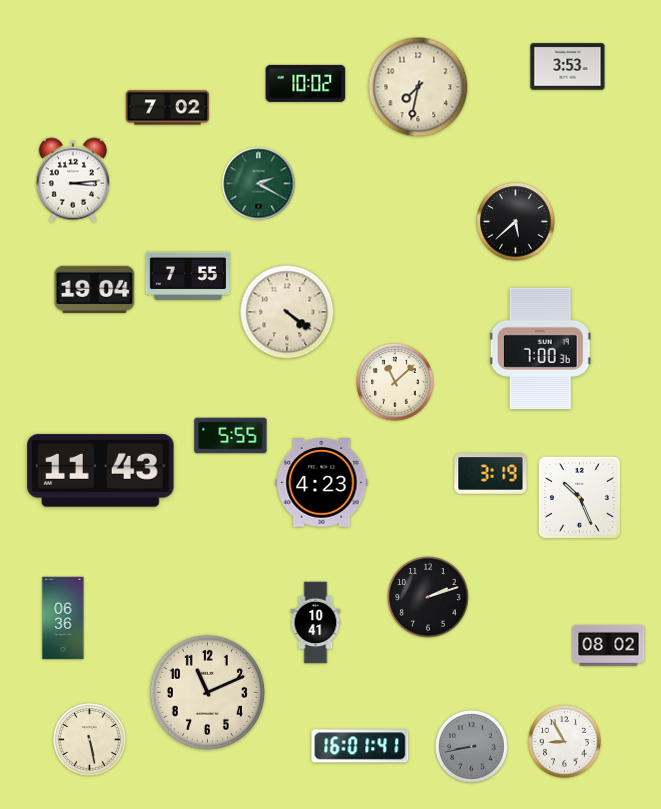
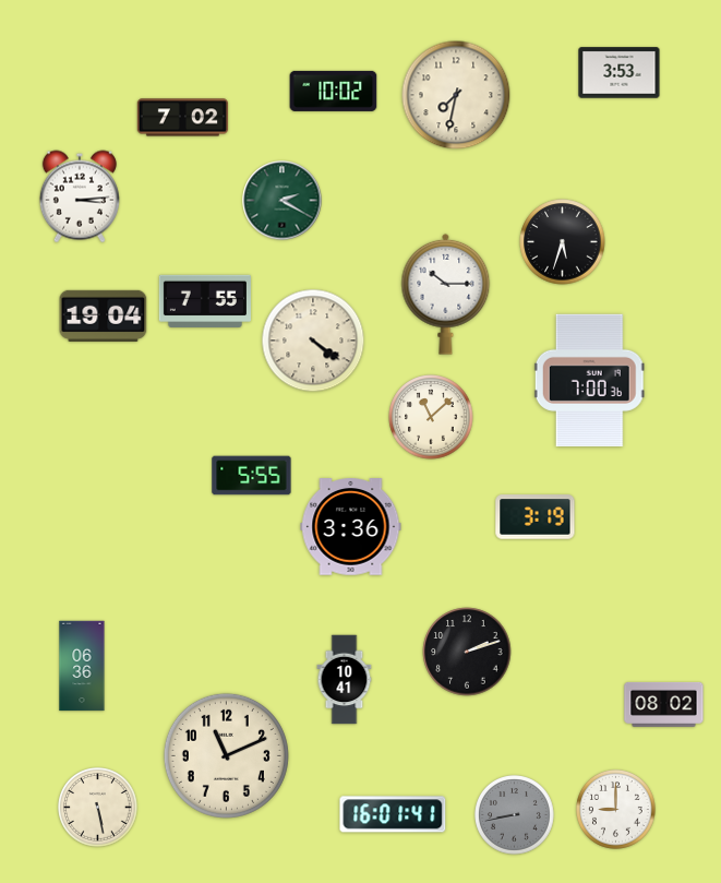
clock at (516, 222): 5:38 -> 5:33
clock at (446, 294): none -> 10:15
clock at (101, 471): 11:43 -> none
clock at (322, 483): 4:23 -> 3:36
clock at (579, 497): 10:26 -> none
clock at (63, 618) position: (63, 618) -> (82, 666)
clock at (565, 742): 8:55 -> 9:00
